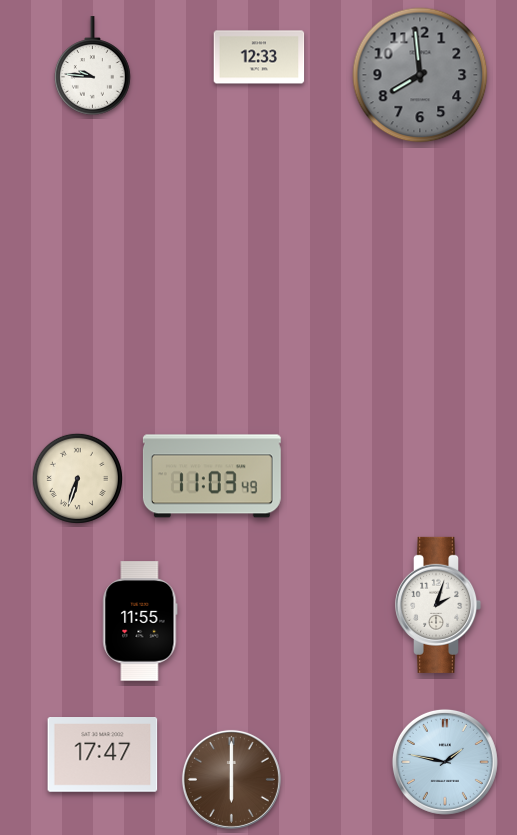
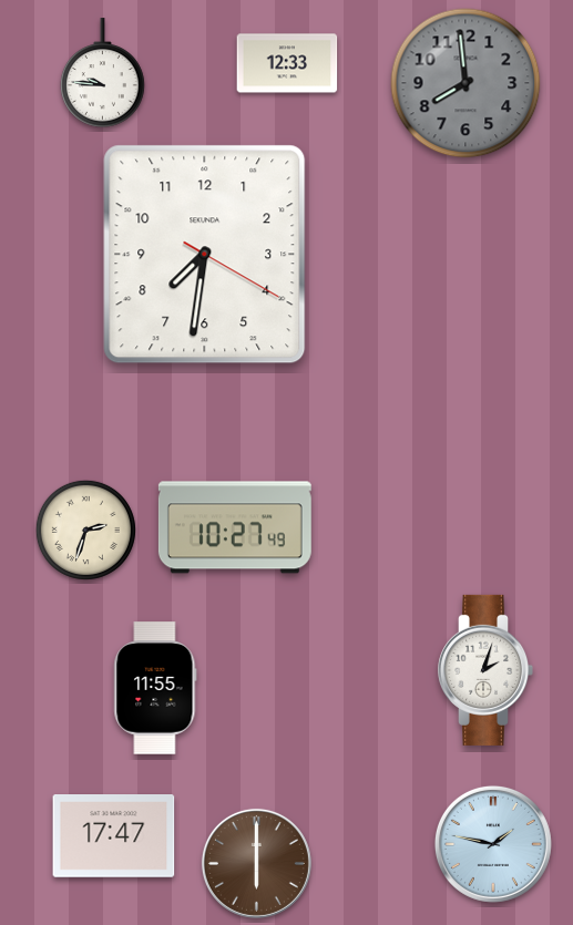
clock at (205, 255): none -> 7:31
clock at (212, 476): 11:03 -> 10:27
clock at (77, 478): 6:33 -> 2:33
